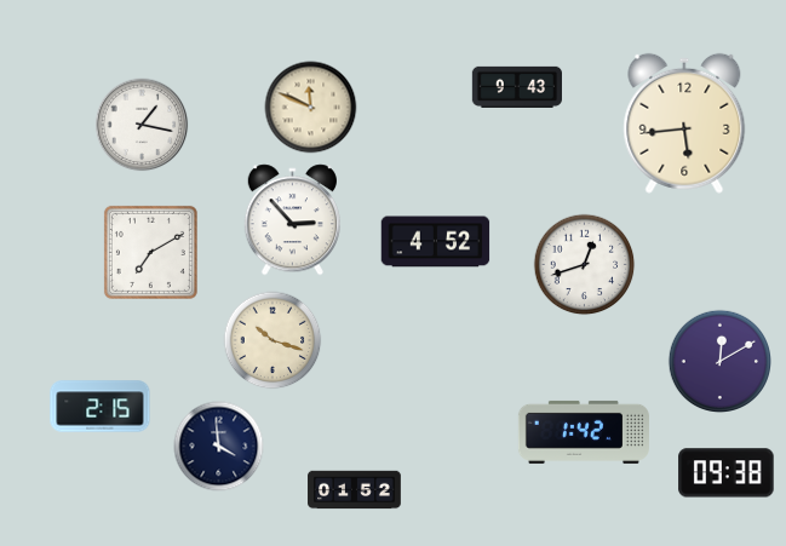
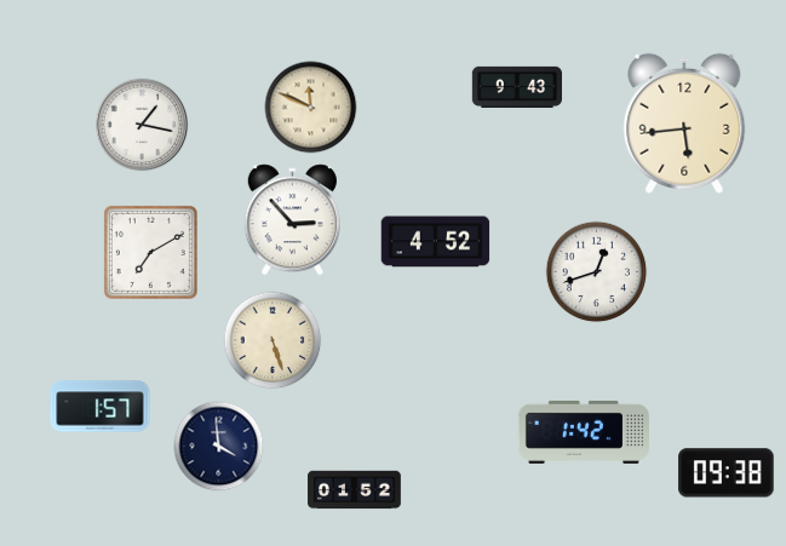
clock at (585, 265) position: (585, 265) -> (597, 272)
clock at (272, 340): 10:18 -> 5:27
clock at (719, 361): 12:10 -> none
clock at (101, 407): 2:15 -> 1:57
